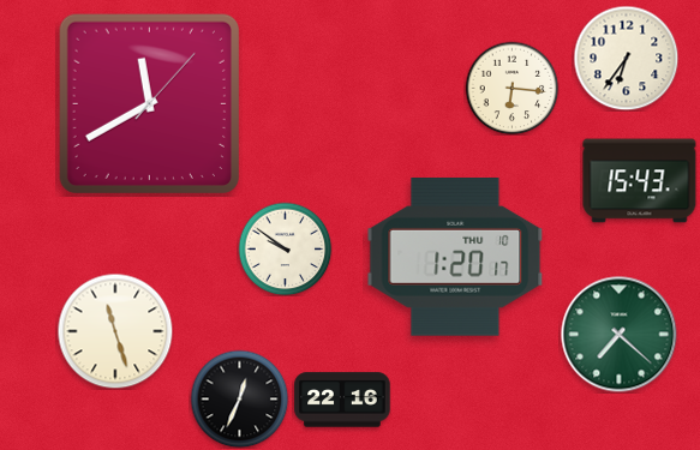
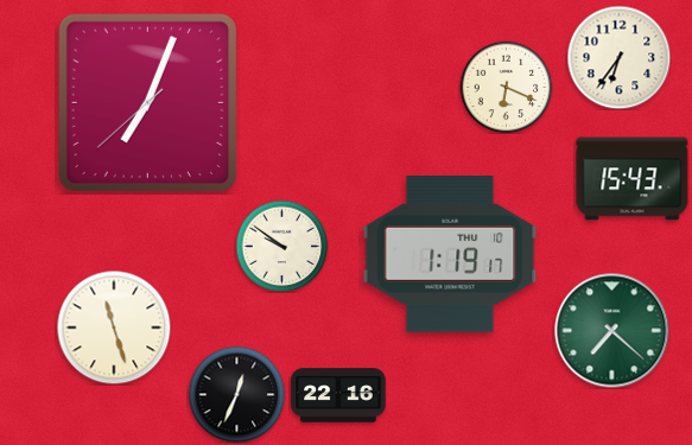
clock at (511, 88): 6:16 -> 6:19
clock at (149, 103): 11:40 -> 7:03
clock at (455, 258): 1:20 -> 1:19
